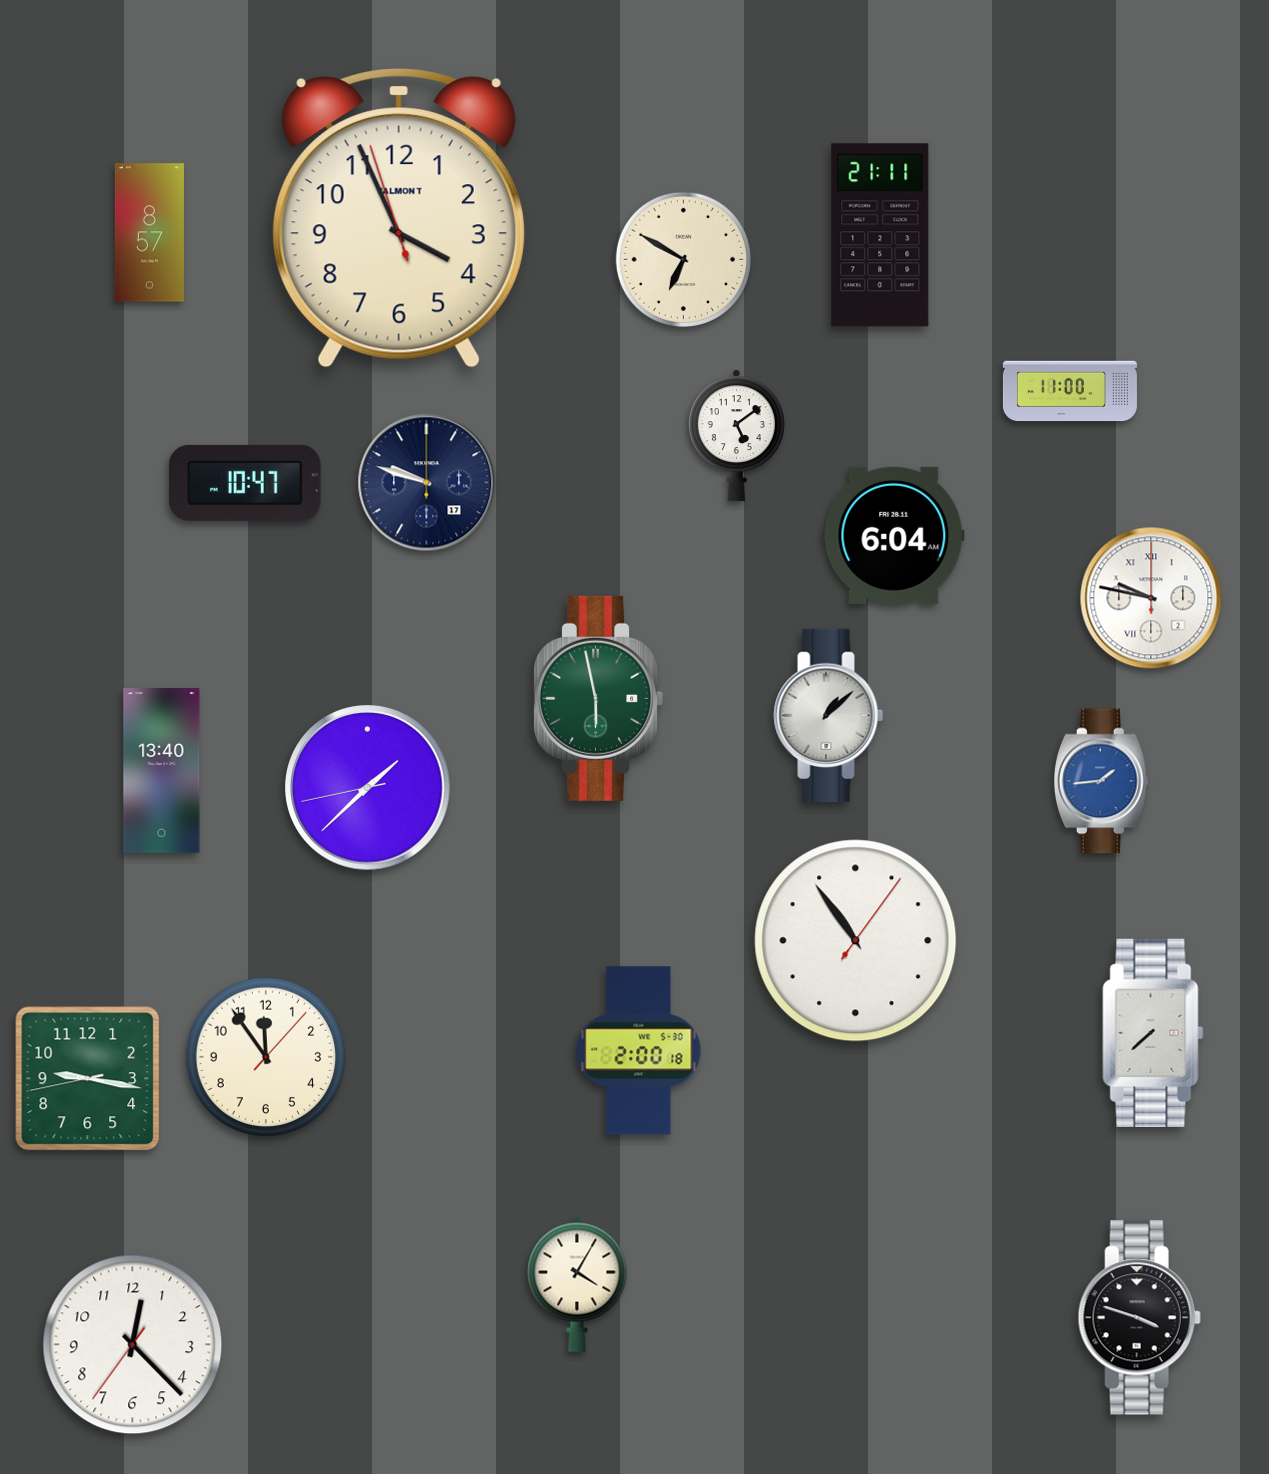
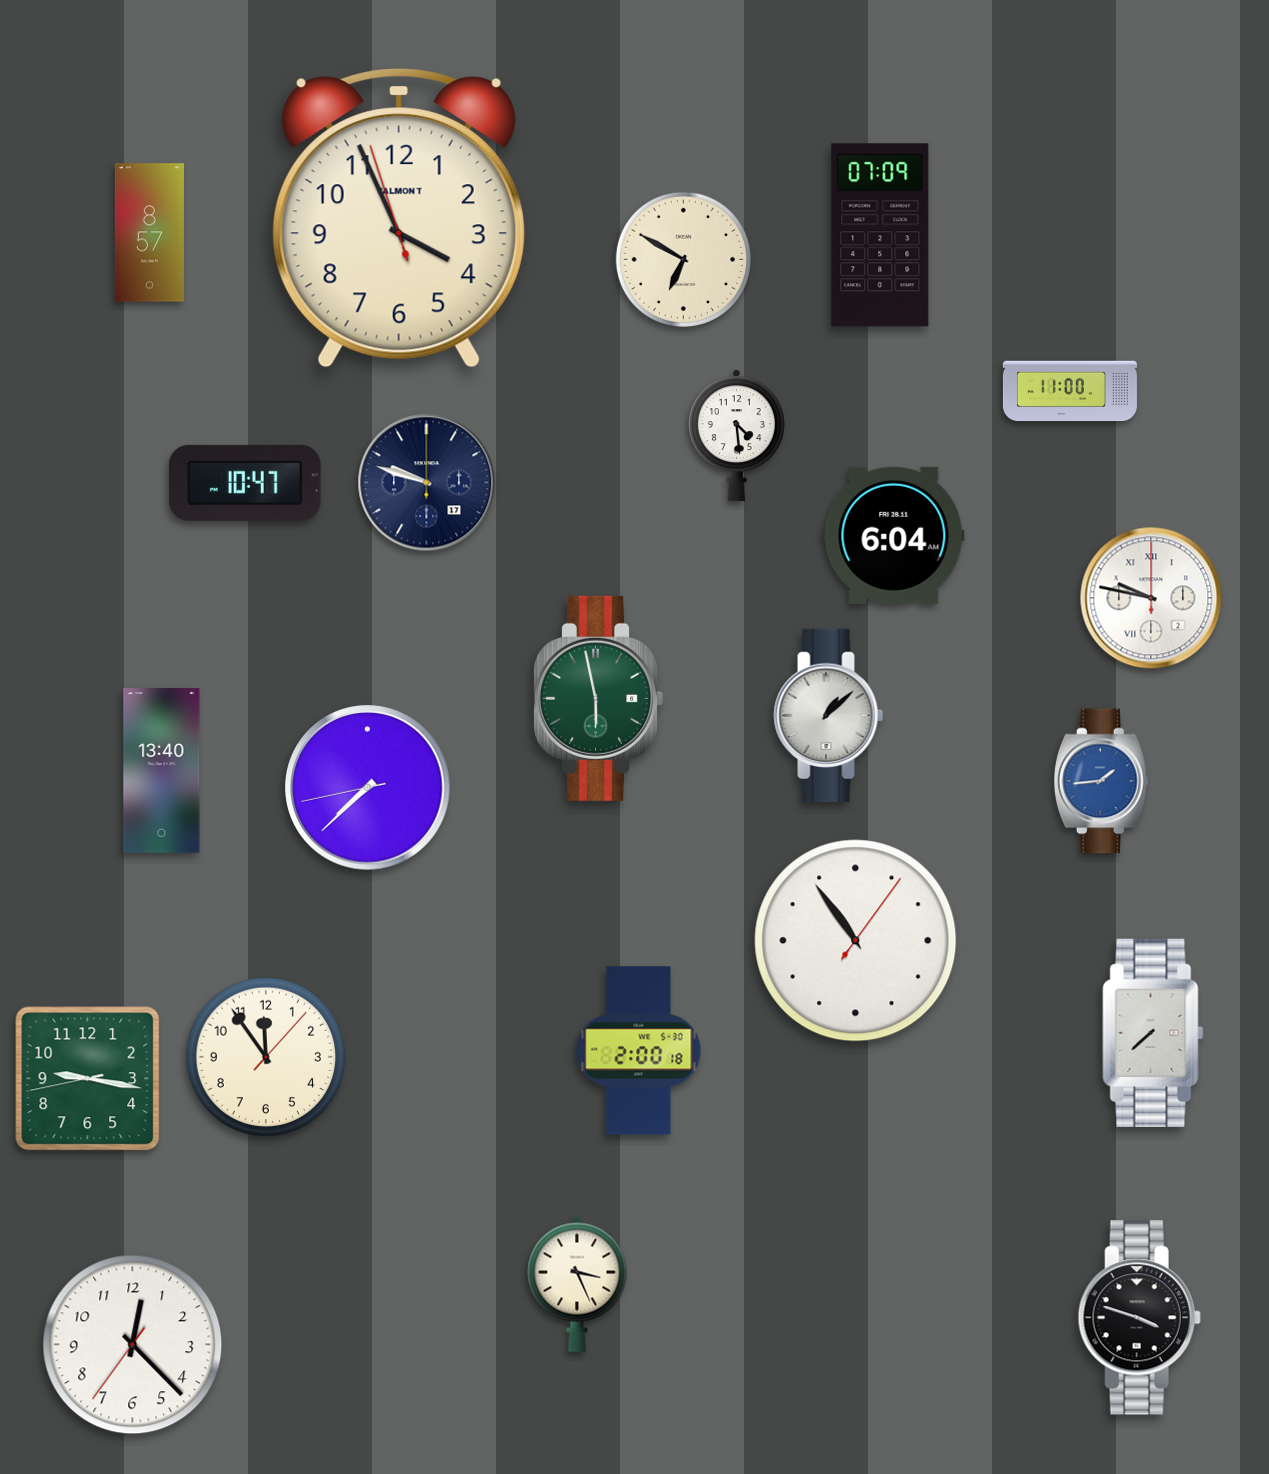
clock at (880, 235): 21:11 -> 07:09
clock at (736, 436): 5:09 -> 4:29
clock at (368, 788): 1:37 -> 7:37
clock at (577, 1284): 4:05 -> 3:26
